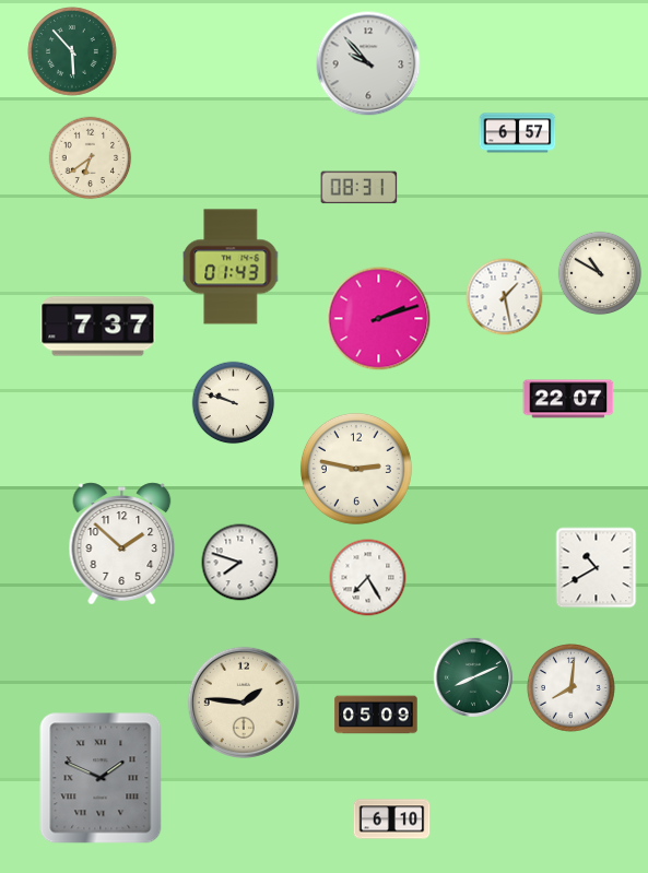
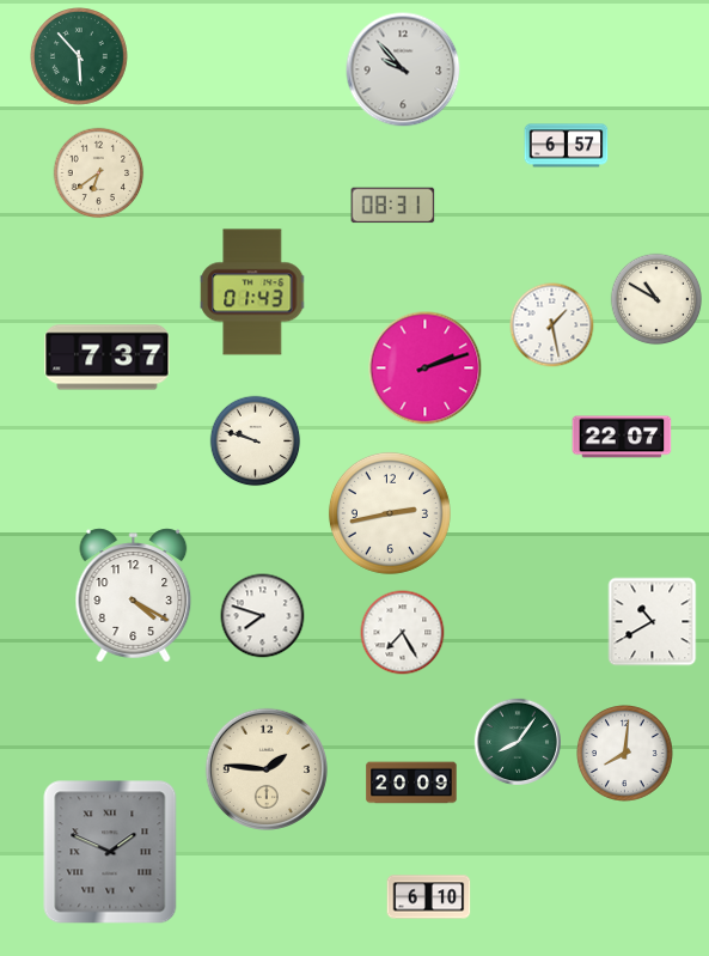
clock at (379, 319) position: (379, 319) -> (426, 369)
clock at (356, 469): 2:47 -> 2:43
clock at (122, 544): 1:52 -> 4:20
clock at (472, 676): 8:11 -> 8:06
clock at (376, 715): 05:09 -> 20:09
